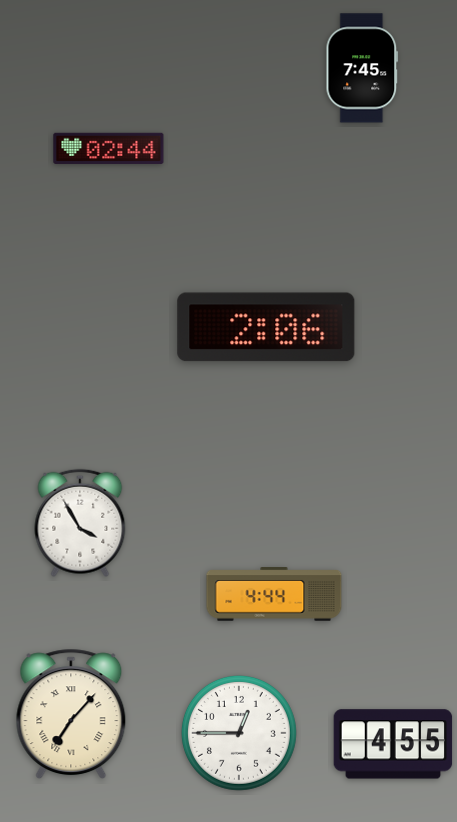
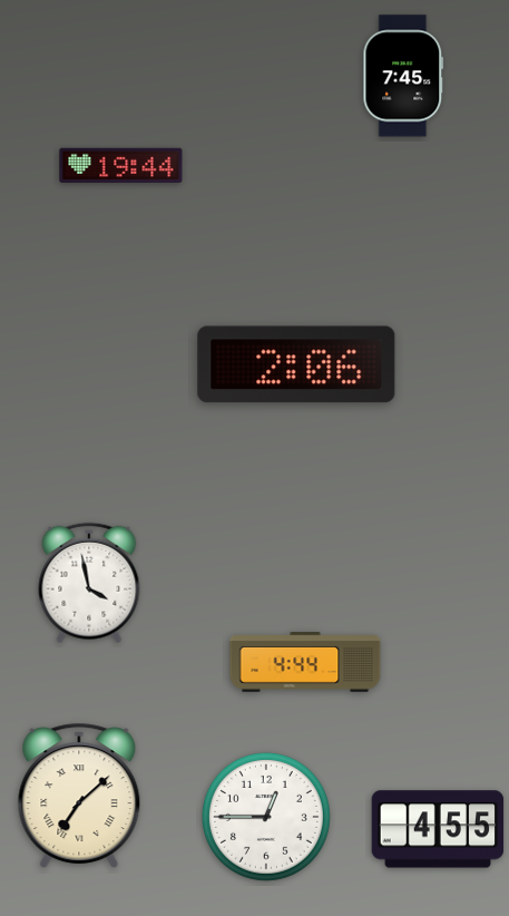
clock at (109, 148): 02:44 -> 19:44
clock at (80, 523): 3:55 -> 3:58
clock at (71, 714): 7:07 -> 7:08
